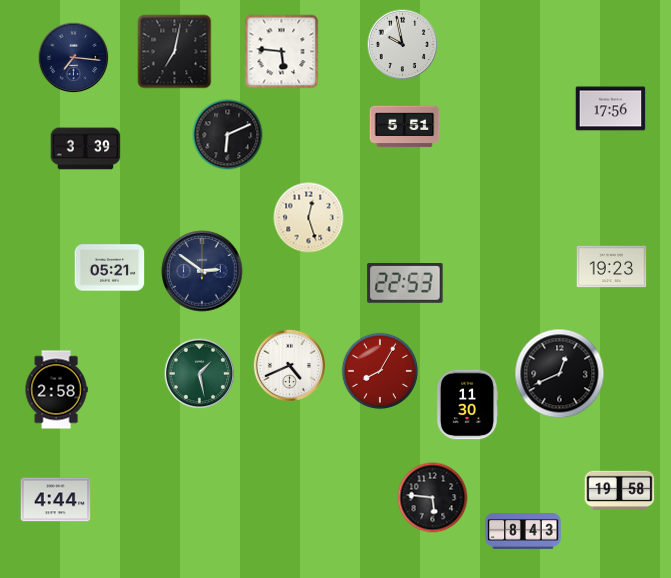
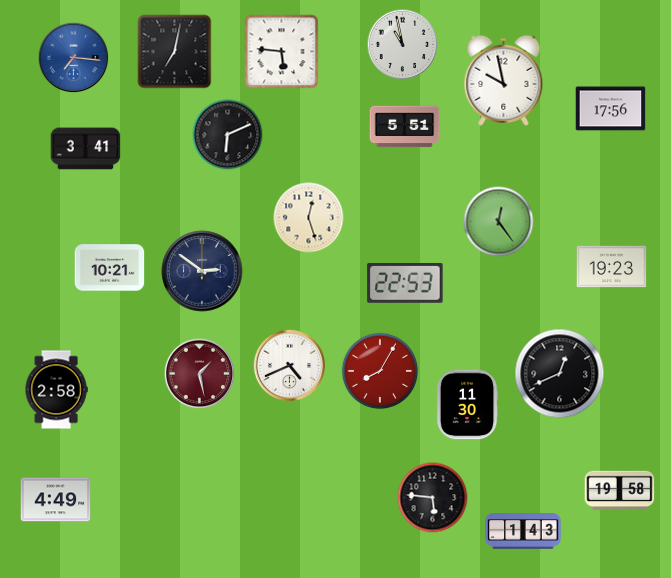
clock at (403, 45): 9:58 -> 10:58
clock at (74, 58) dial: navy -> blue
clock at (504, 80): none -> 9:58
clock at (86, 149): 3:39 -> 3:41
clock at (499, 222): none -> 12:24
clock at (110, 268): 05:21 -> 10:21
clock at (200, 374) dial: green -> burgundy
clock at (56, 500): 4:44 -> 4:49
clock at (523, 532): 8:43 -> 1:43
